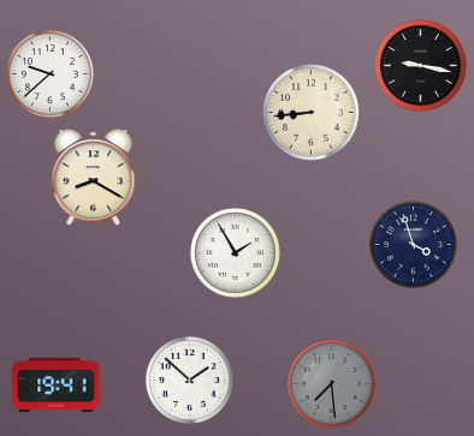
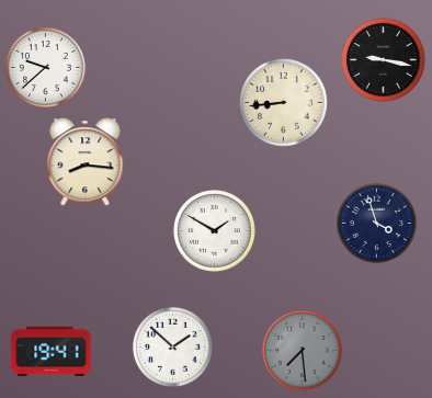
clock at (94, 178): 8:20 -> 8:16
clock at (236, 253): 1:55 -> 1:50
